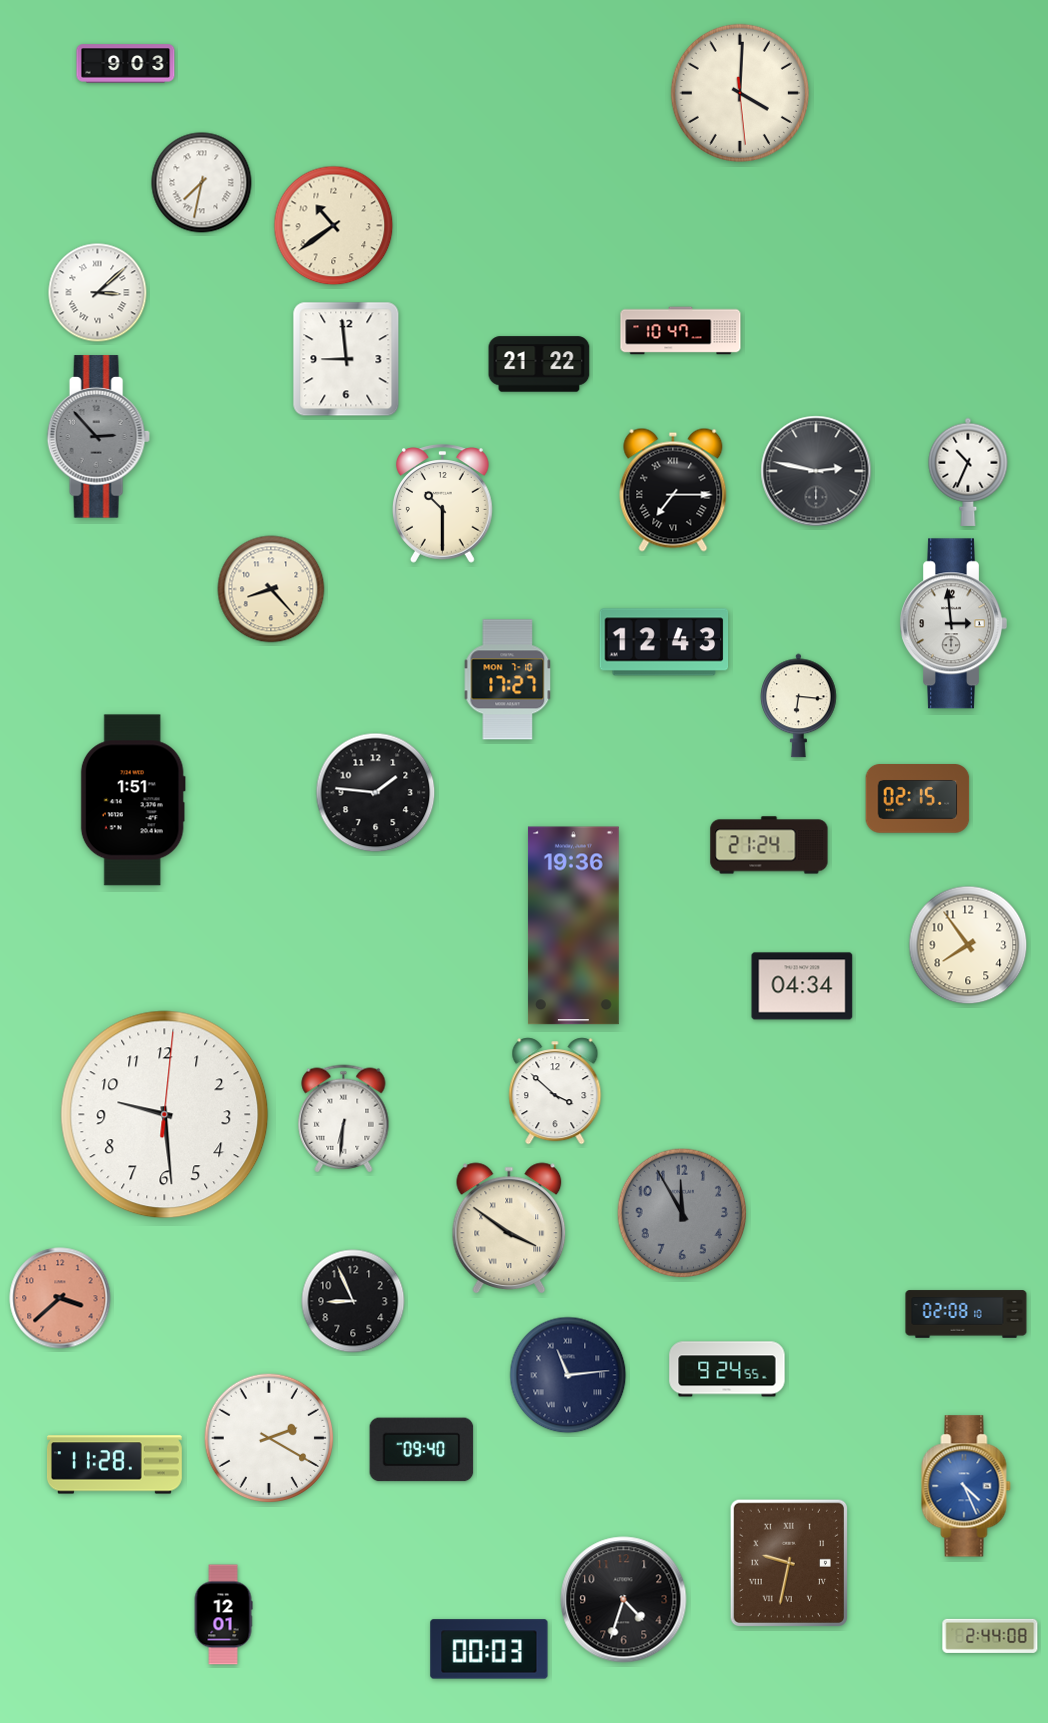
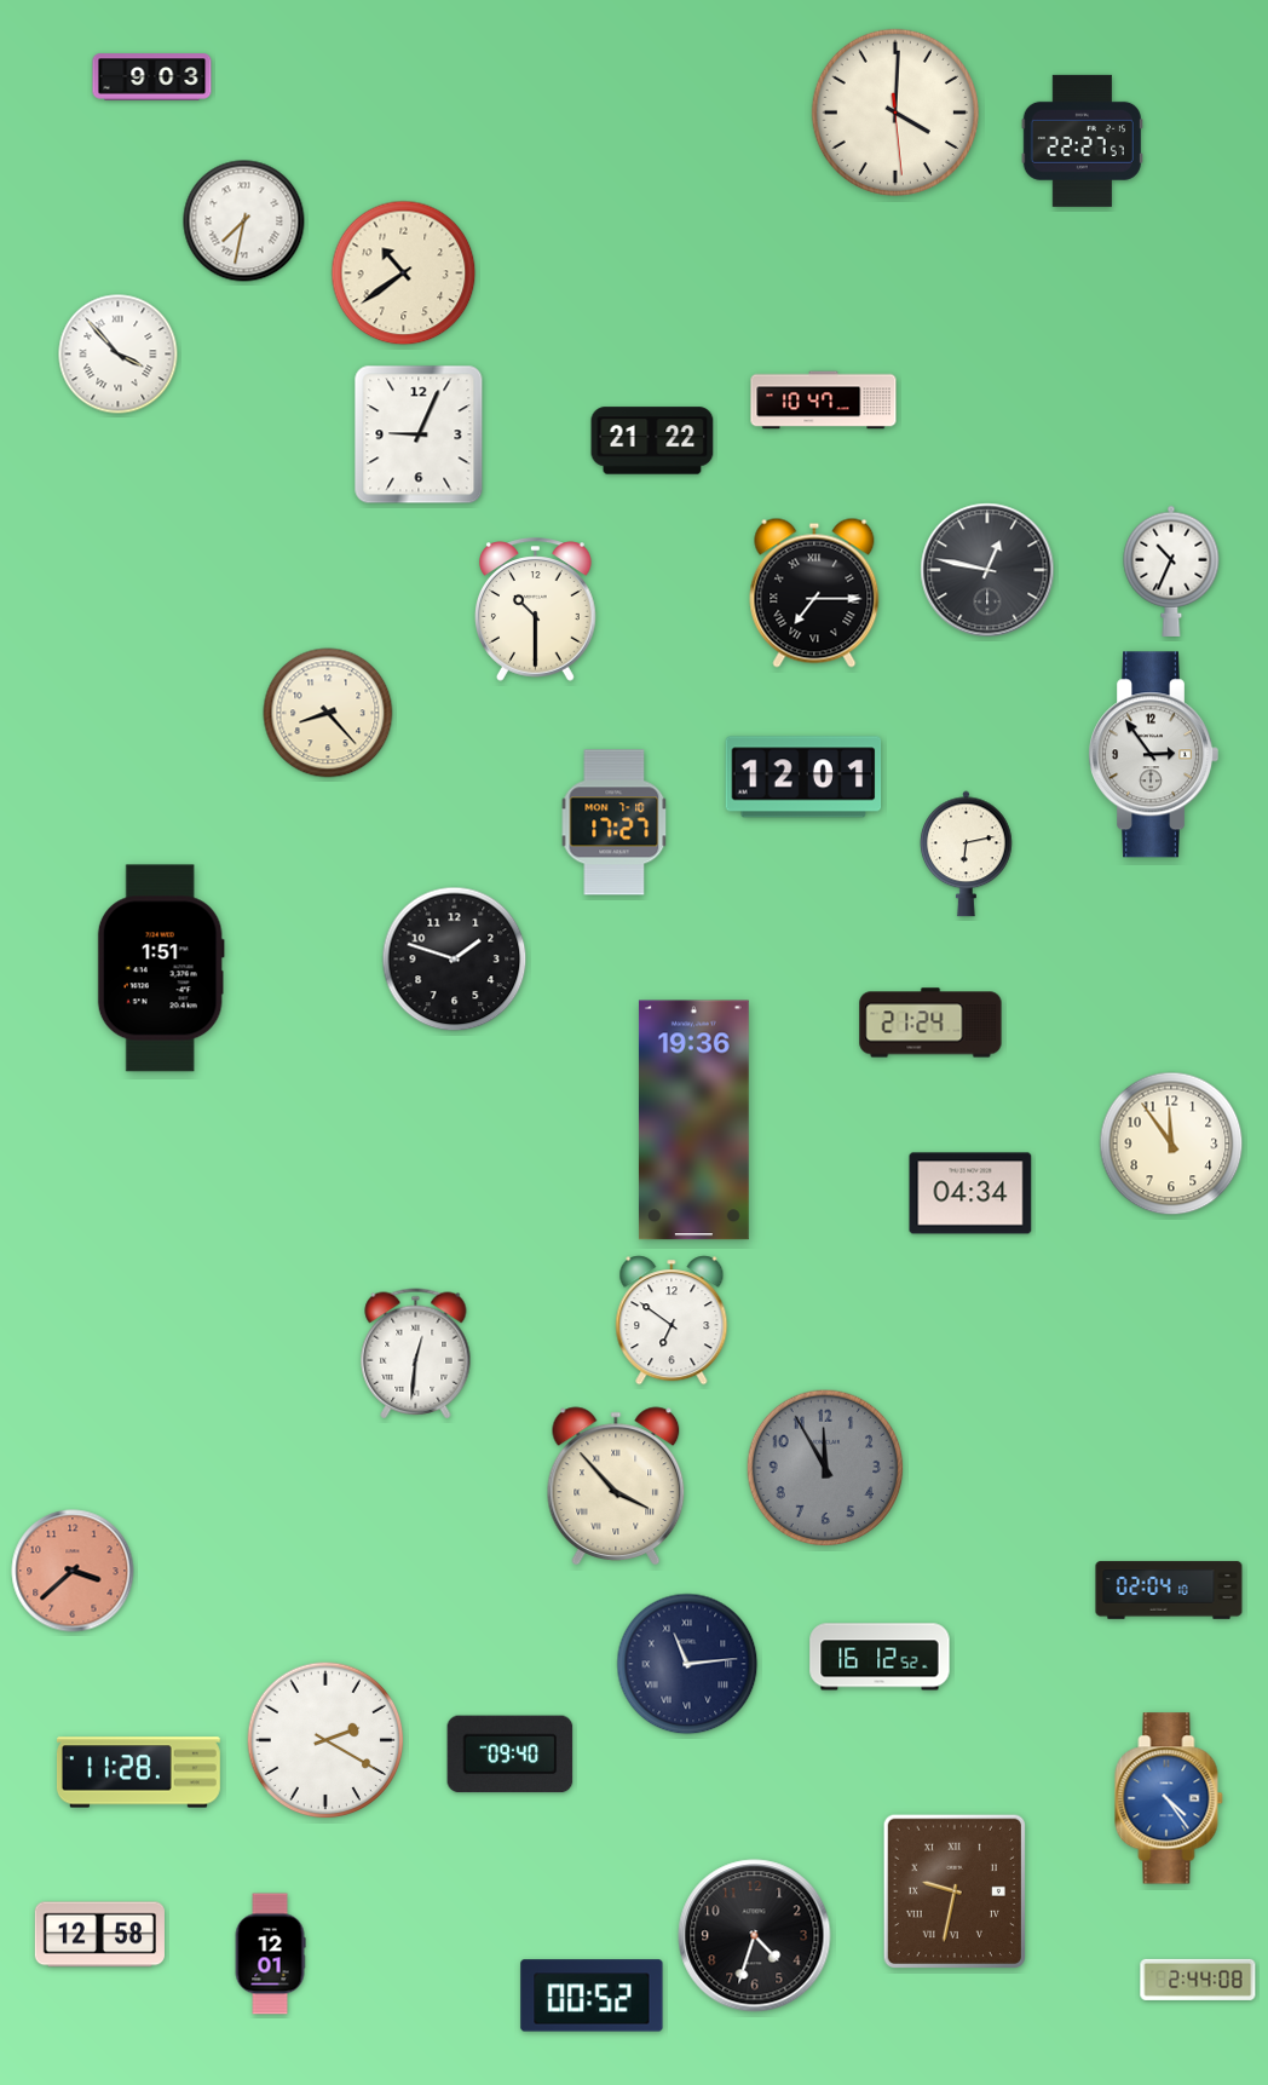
clock at (1082, 140): none -> 22:27
clock at (98, 293): 3:08 -> 3:53
clock at (346, 359): 8:59 -> 9:04
clock at (98, 437): 2:53 -> none
clock at (816, 471): 2:47 -> 12:47
clock at (953, 624): 2:59 -> 2:54
clock at (664, 642): 12:43 -> 12:01
clock at (799, 706): 6:16 -> 6:13
clock at (376, 793): 1:46 -> 1:48
clock at (918, 799): 02:15 -> none
clock at (968, 945): 7:54 -> 11:54
clock at (555, 1091): 3:52 -> 6:51
clock at (165, 1115): 9:29 -> none
clock at (344, 1119): 6:31 -> 12:31
clock at (509, 1228): 3:51 -> 3:53
clock at (353, 1301): 8:56 -> none
clock at (966, 1314): 02:08 -> 02:04
clock at (727, 1369): 9:24 -> 16:12
clock at (966, 1486): 4:26 -> 4:24
clock at (99, 1935): none -> 12:58
clock at (489, 1649): 00:03 -> 00:52
